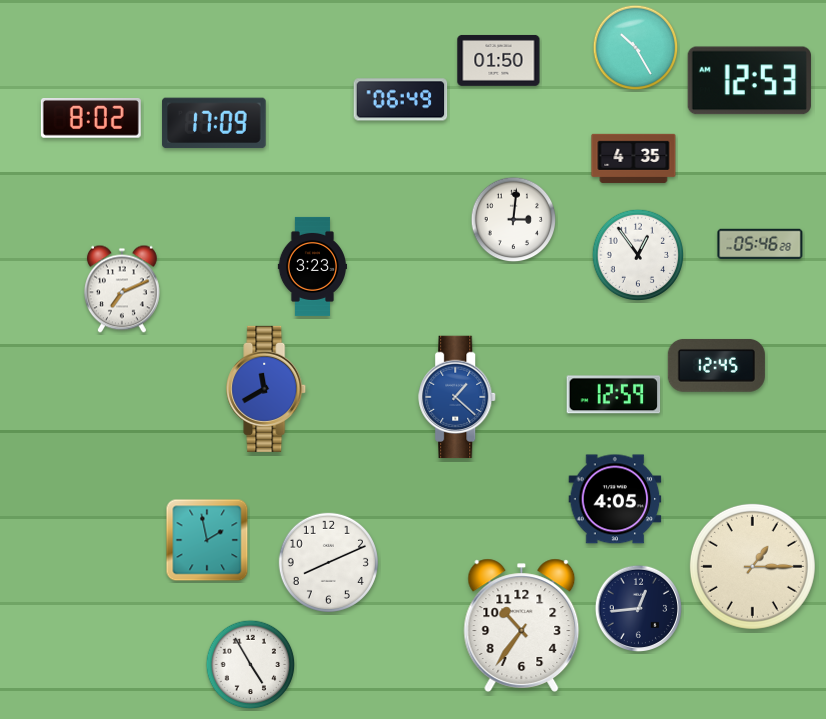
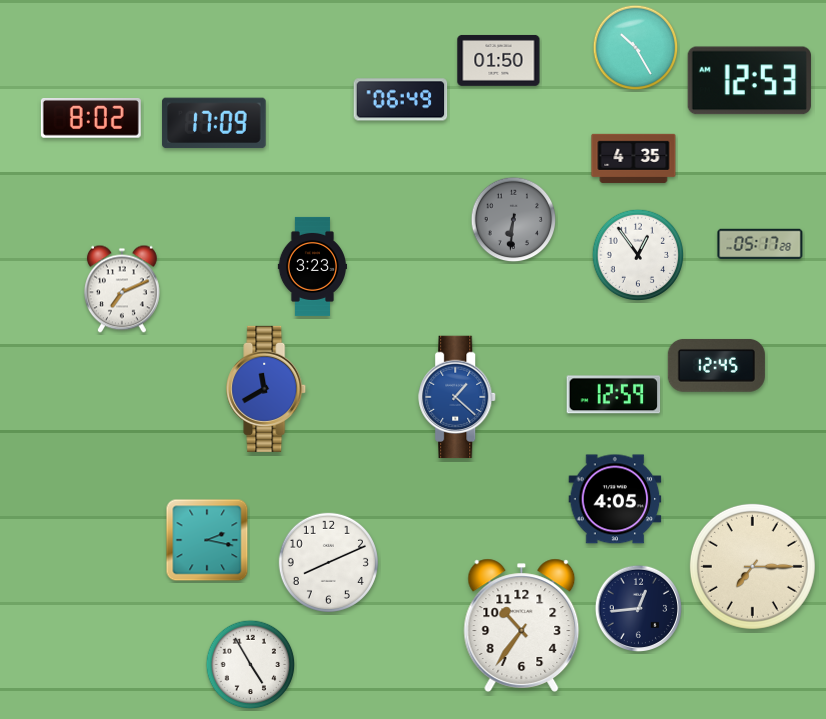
clock at (514, 220): 3:01 -> 6:31
clock at (514, 220) dial: white -> grey
clock at (760, 244): 05:46 -> 05:17
clock at (207, 540): 1:58 -> 2:17
clock at (752, 566): 1:15 -> 7:15
